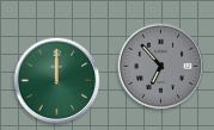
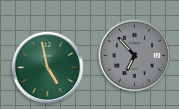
clock at (57, 81): 12:00 -> 4:58
